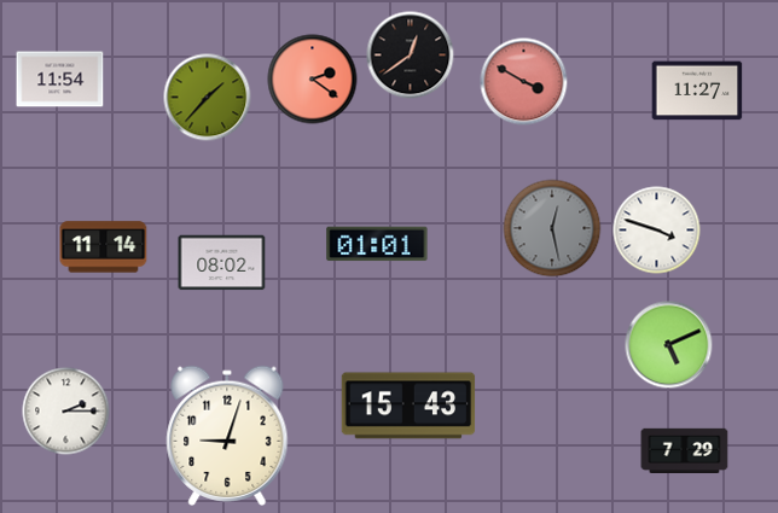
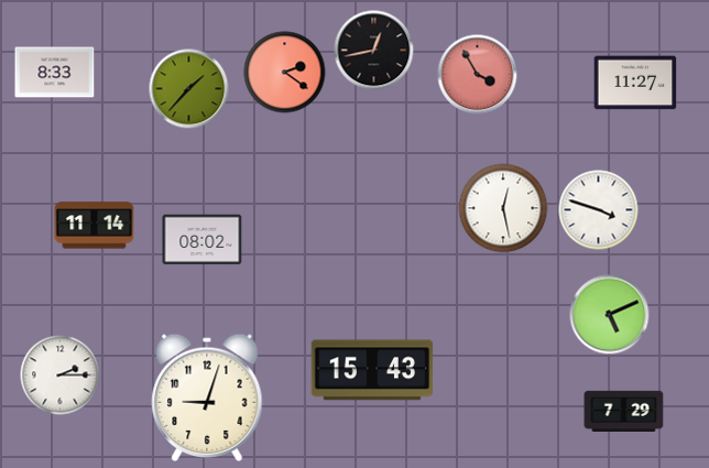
clock at (411, 56): 12:39 -> 12:43
clock at (60, 80): 11:54 -> 8:33
clock at (524, 82): 3:50 -> 3:55
clock at (552, 228) dial: grey -> white
clock at (377, 244): 01:01 -> none
